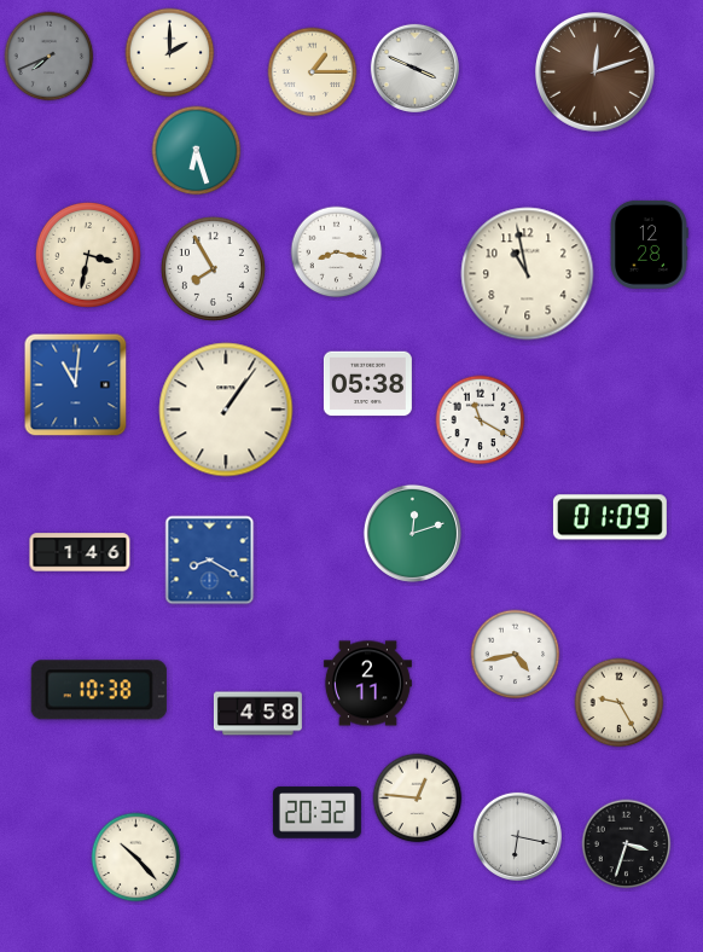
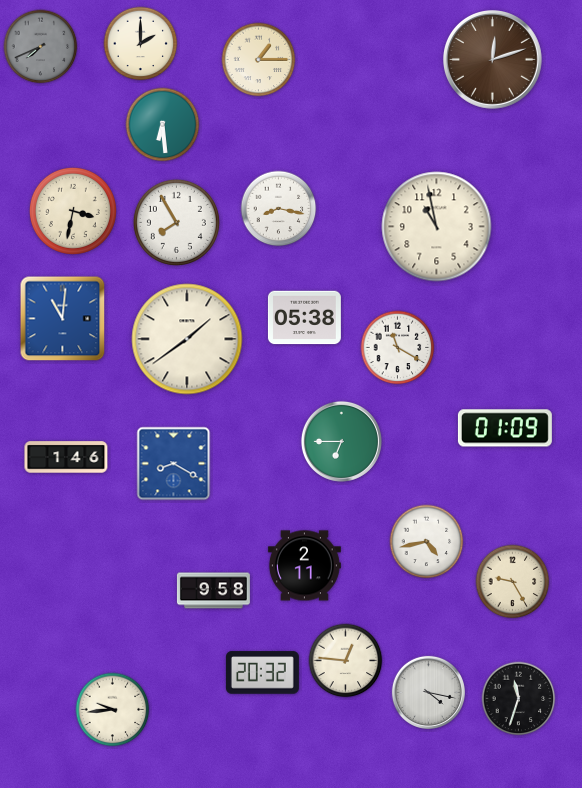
clock at (414, 68): 3:49 -> none
clock at (197, 151): 6:27 -> 6:29
clock at (650, 244): 12:28 -> none
clock at (226, 410): 1:06 -> 1:39
clock at (412, 533): 12:12 -> 6:45
clock at (99, 690): 10:38 -> none
clock at (257, 714): 4:58 -> 9:58
clock at (517, 836): 6:17 -> 4:17
clock at (627, 844): 3:33 -> 11:33
clock at (136, 858): 10:23 -> 9:44
